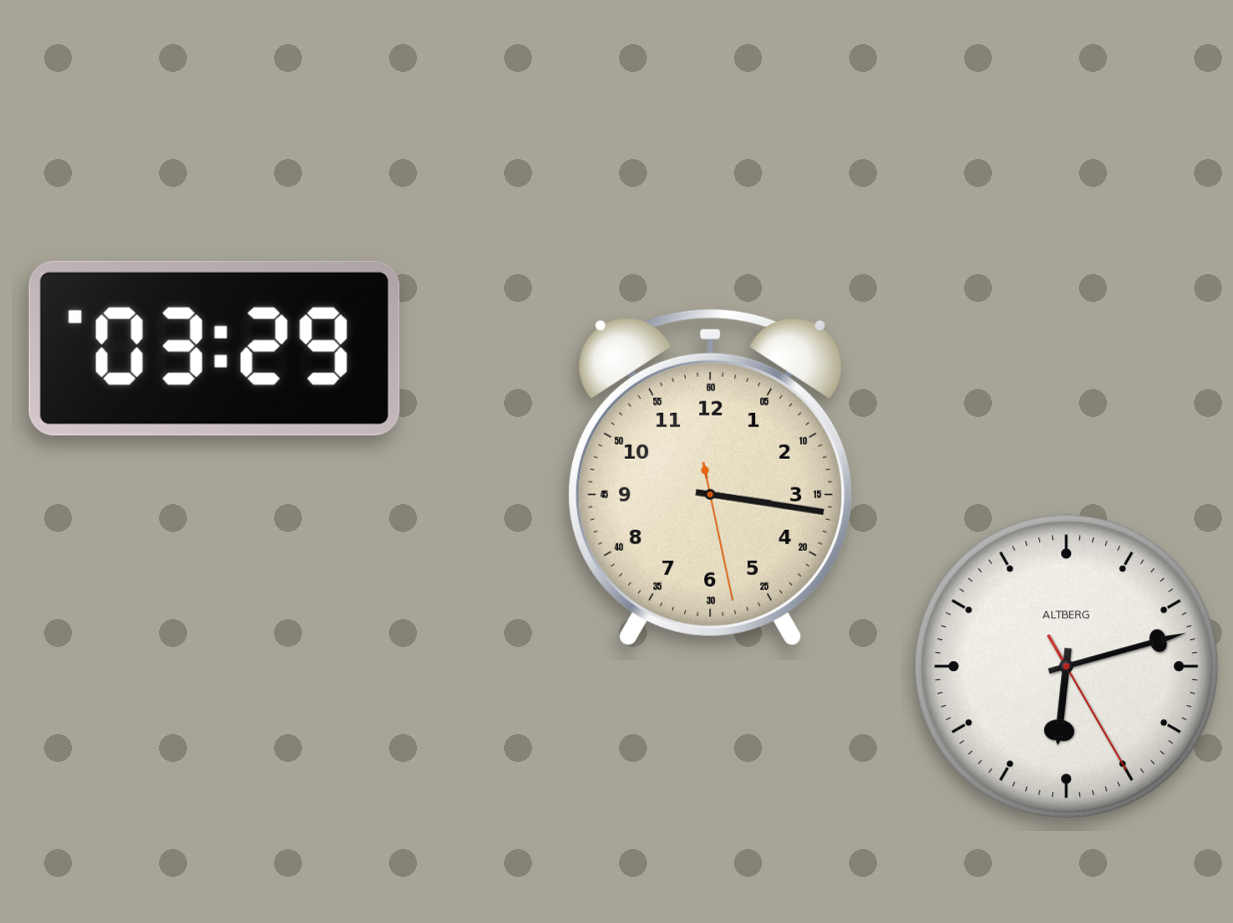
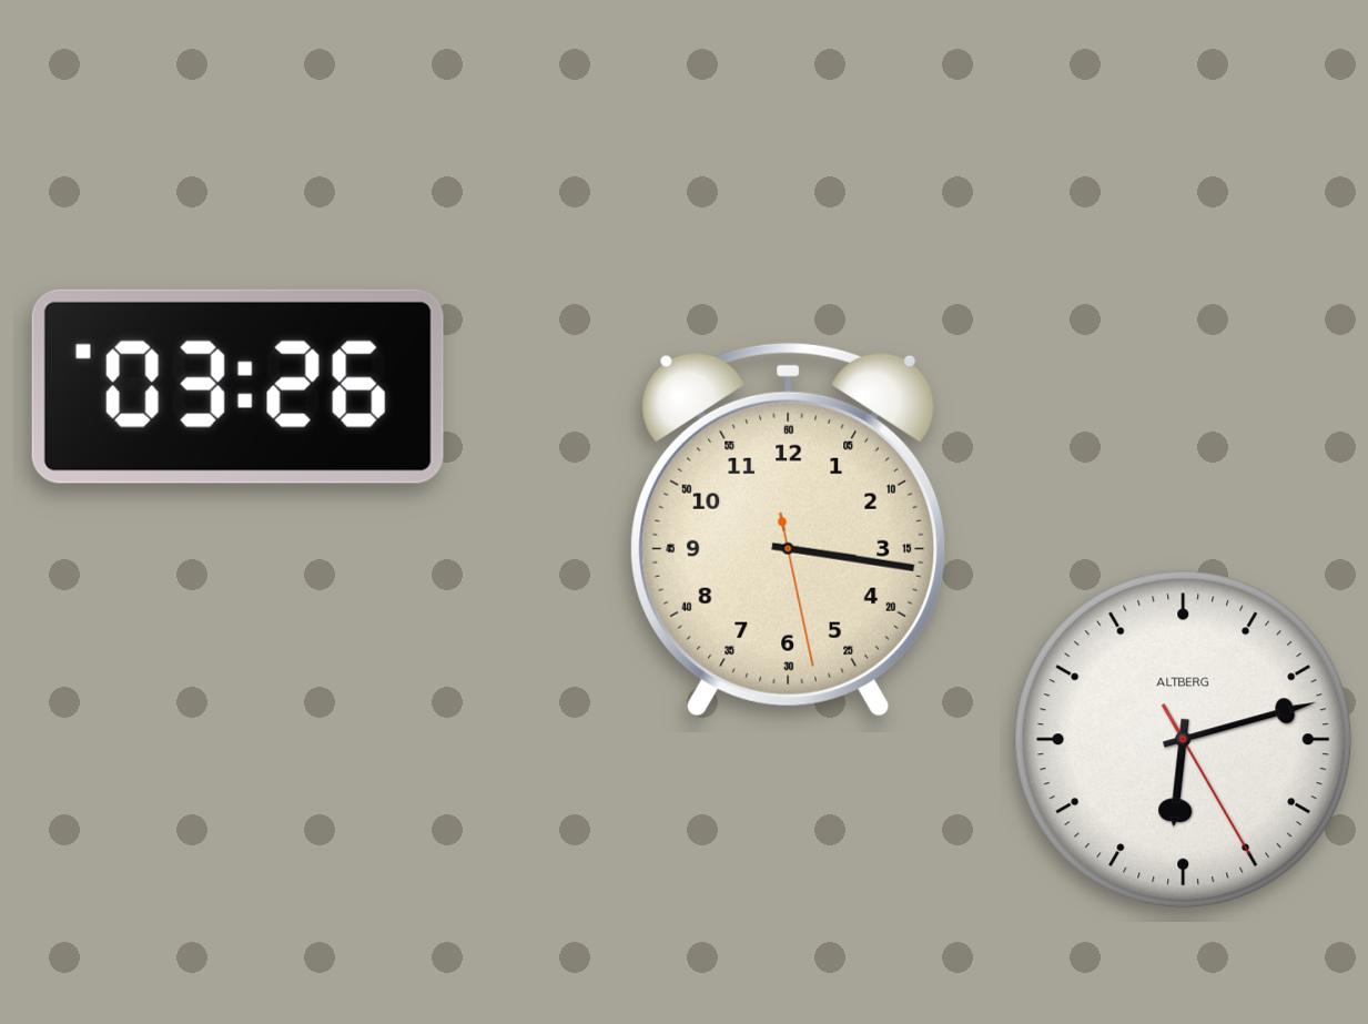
clock at (214, 348): 03:29 -> 03:26
